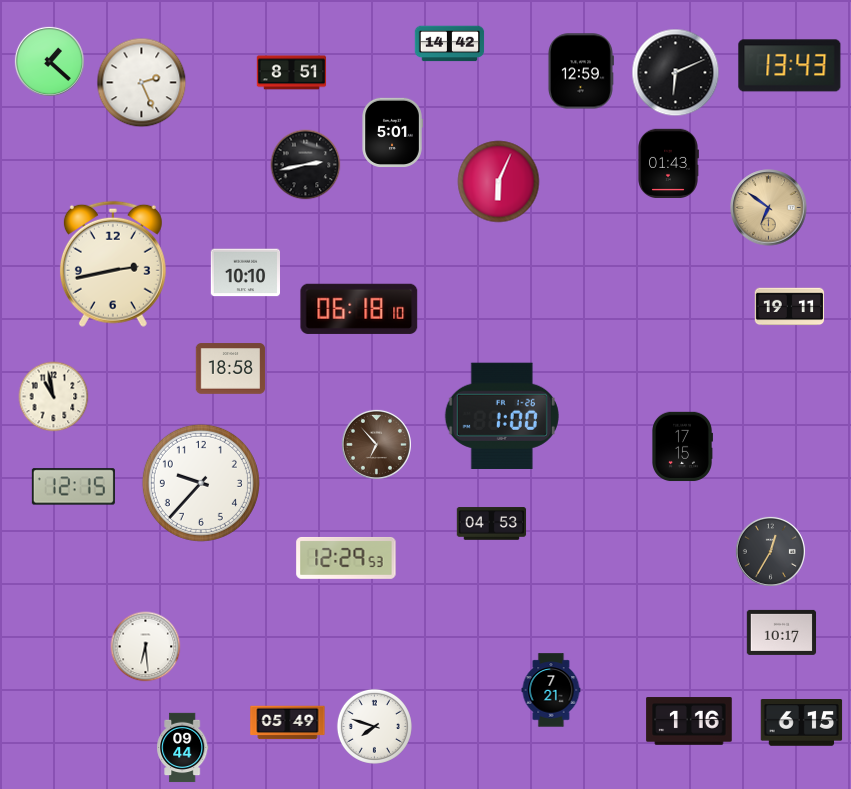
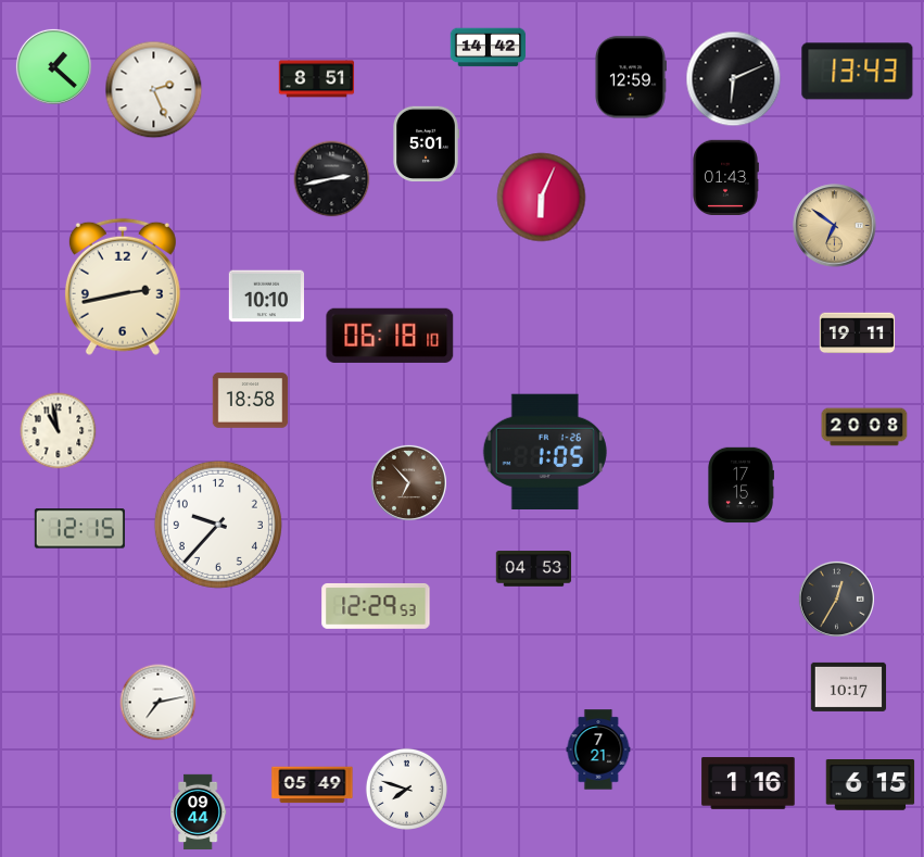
clock at (864, 427): none -> 20:08
clock at (502, 415): 1:00 -> 1:05
clock at (146, 647): 6:29 -> 7:13
